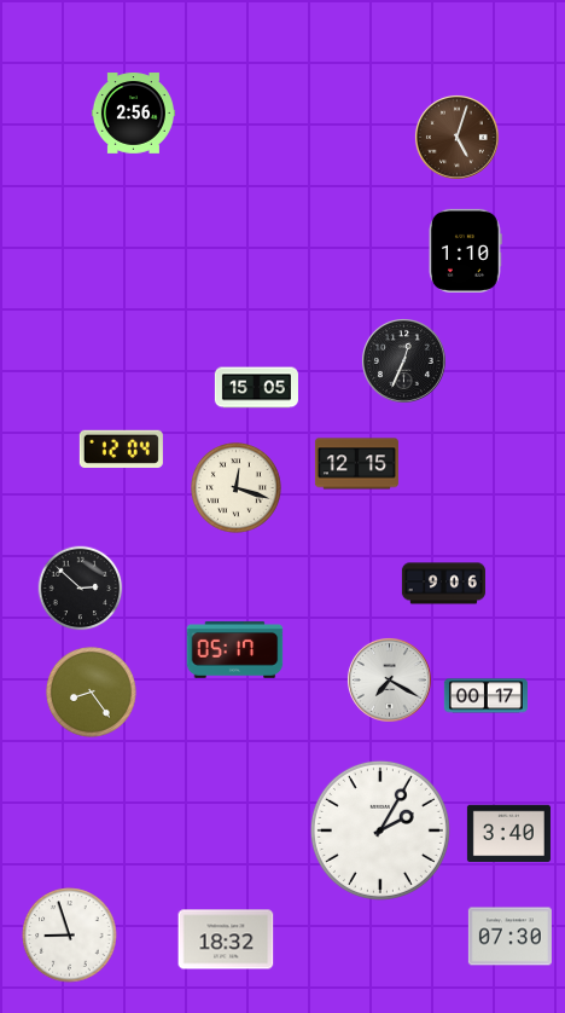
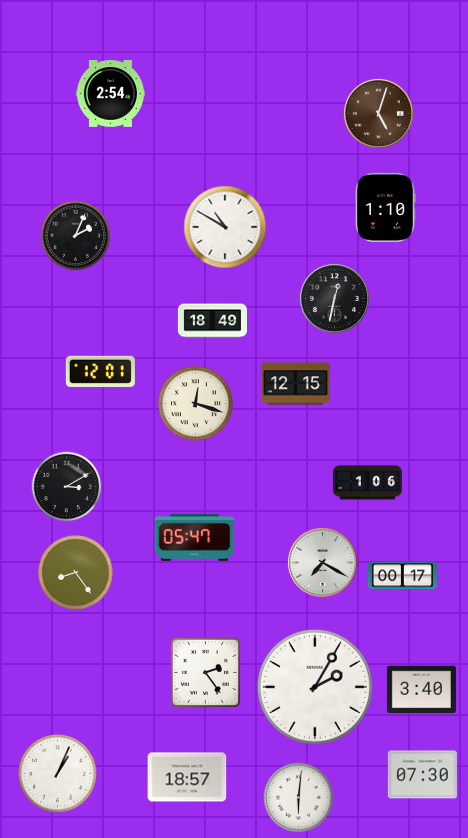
clock at (133, 114): 2:56 -> 2:54
clock at (225, 227): none -> 10:50
clock at (76, 236): none -> 2:04
clock at (403, 360): 12:34 -> 12:32
clock at (256, 388): 15:05 -> 18:49
clock at (121, 448): 12:04 -> 12:01
clock at (443, 584): 9:06 -> 1:06
clock at (81, 589): 2:52 -> 3:10
clock at (235, 649): 05:17 -> 05:47
clock at (205, 672): none -> 2:24
clock at (70, 936): 8:57 -> 1:04
clock at (226, 939): 18:32 -> 18:57
clock at (299, 798): none -> 6:01
